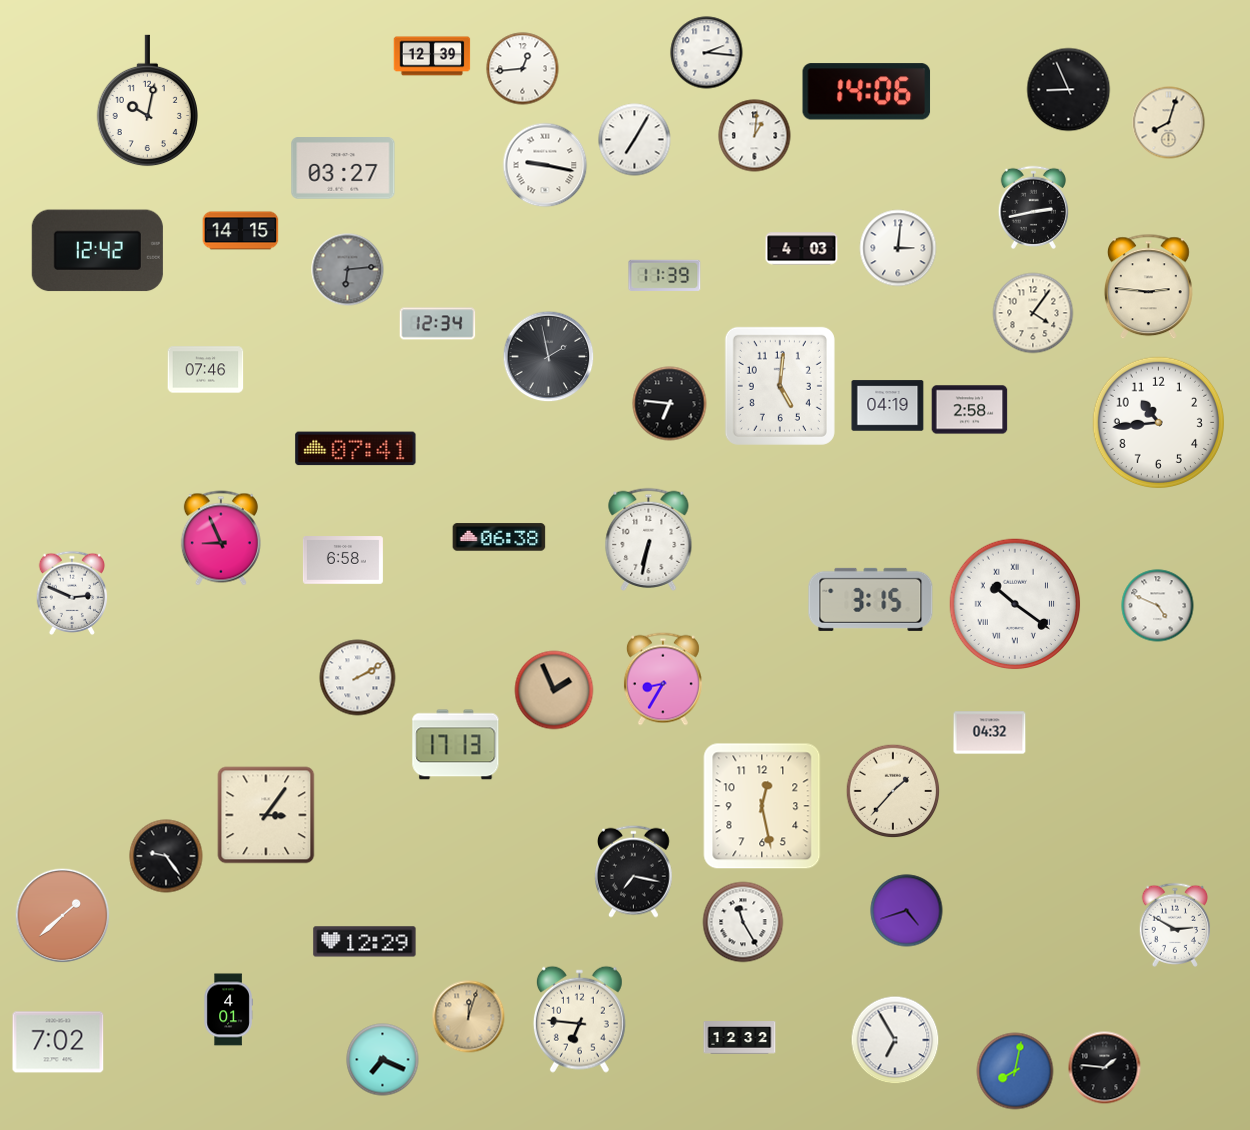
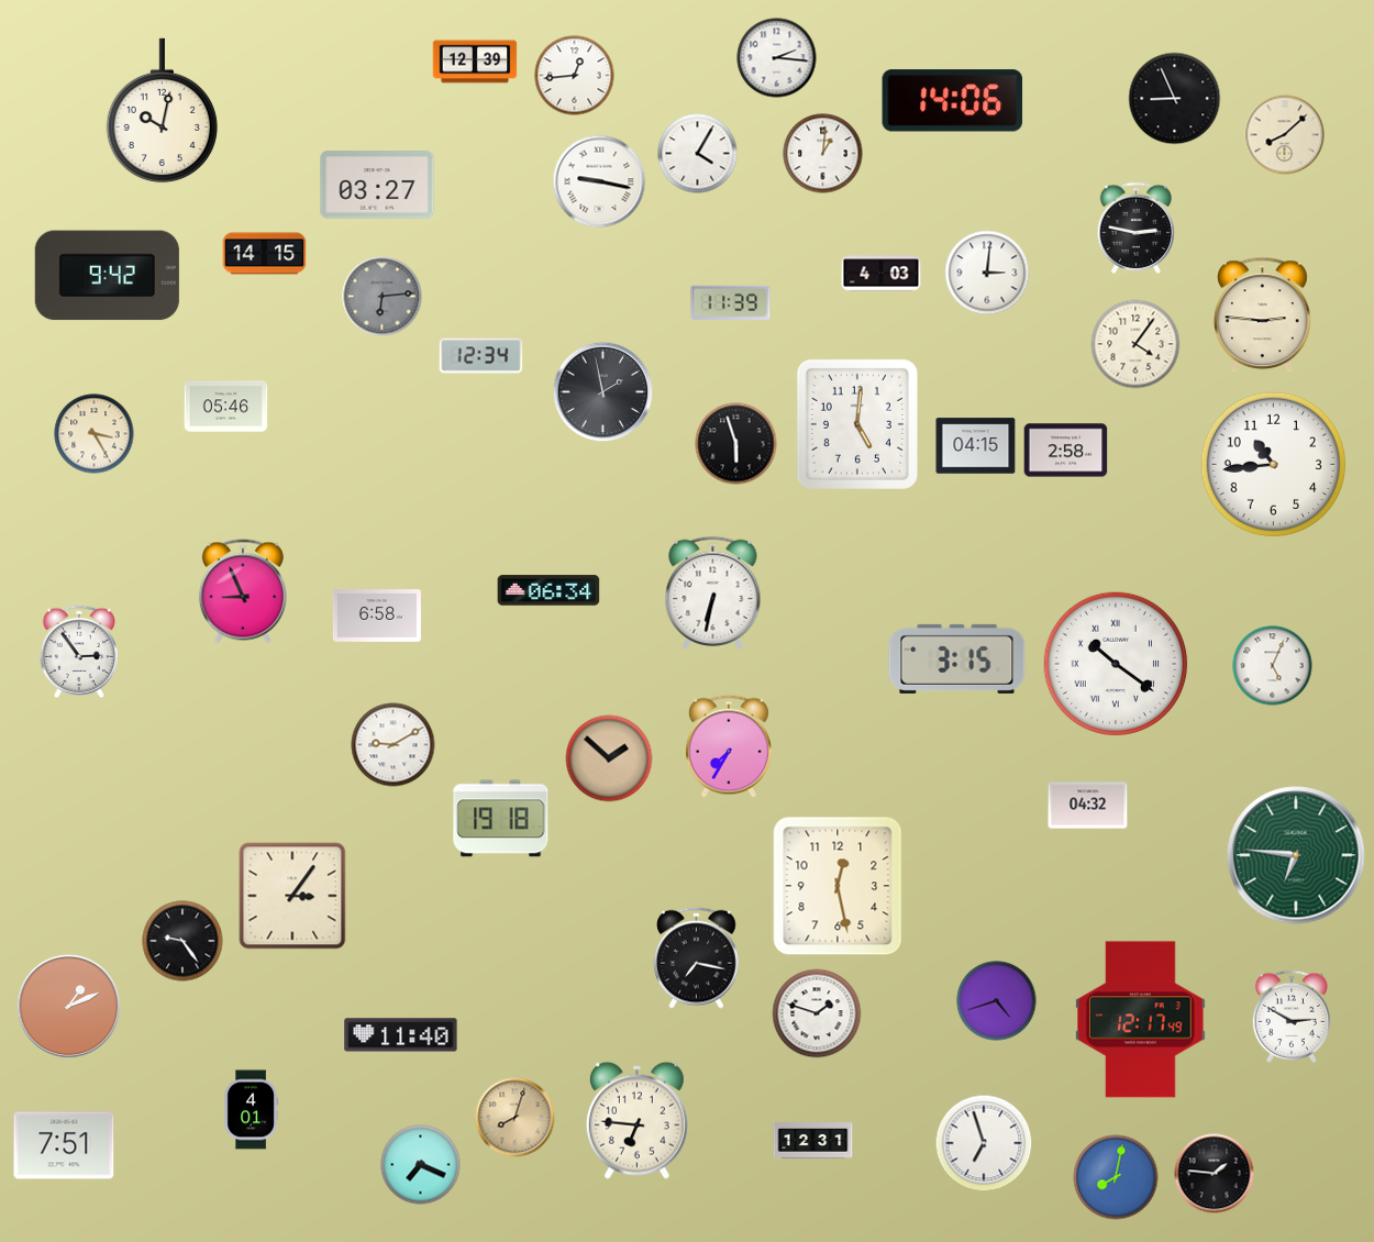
clock at (1169, 123): 8:03 -> 8:08
clock at (755, 136) position: (755, 136) -> (823, 154)
clock at (635, 140): 7:05 -> 4:05
clock at (1033, 207): 2:43 -> 2:47
clock at (97, 251): 12:42 -> 9:42
clock at (206, 370): 07:46 -> 05:46
clock at (95, 434): none -> 3:25
clock at (670, 404): 6:46 -> 5:57
clock at (888, 406): 04:19 -> 04:15
clock at (356, 449): 07:41 -> none
clock at (499, 537): 06:38 -> 06:34
clock at (72, 593): 2:49 -> 2:54
clock at (1158, 606): 4:49 -> 5:04
clock at (358, 678): 2:10 -> 9:10
clock at (663, 679): 8:35 -> 7:35
clock at (554, 690): 1:56 -> 1:52
clock at (456, 745): 17:13 -> 19:18
clock at (1296, 855): none -> 6:46
clock at (893, 791): 1:37 -> none
clock at (63, 916): 1:38 -> 1:11
clock at (743, 922): 11:25 -> 1:48
clock at (1141, 1020): none -> 12:17
clock at (365, 942): 12:29 -> 11:40
clock at (469, 1017): 12:03 -> 8:03
clock at (740, 1038): 12:32 -> 12:31
clock at (895, 1040): 6:55 -> 6:57
clock at (58, 1042): 7:02 -> 7:51
